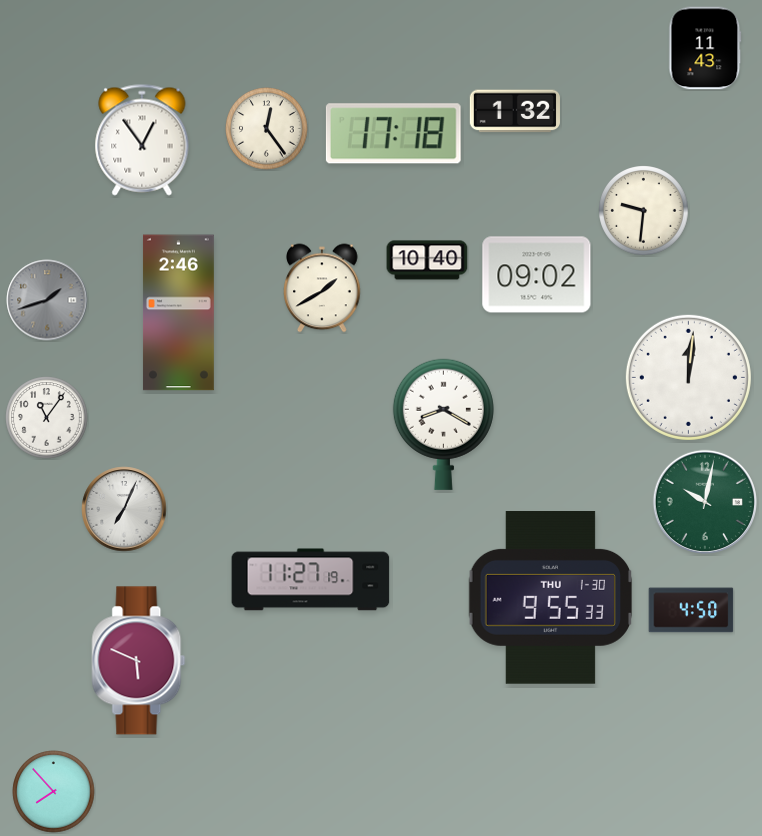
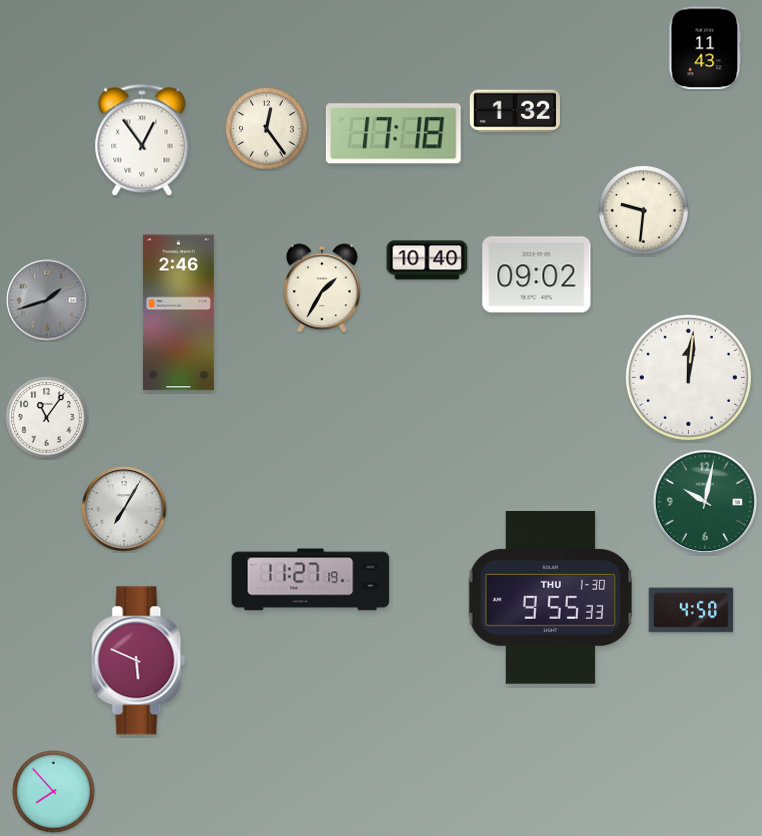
clock at (322, 288): 1:40 -> 1:35
clock at (443, 424): 8:20 -> none
clock at (124, 509): 7:04 -> 7:05
